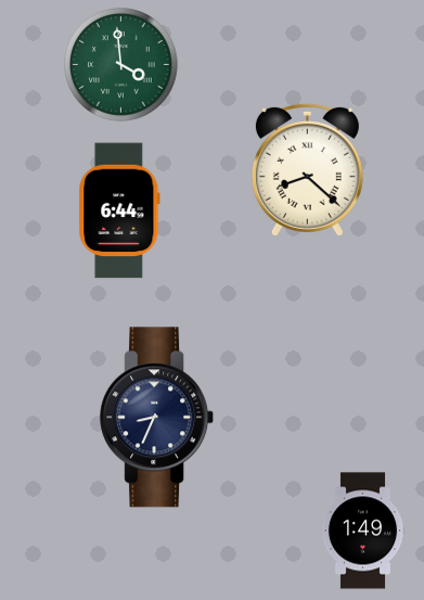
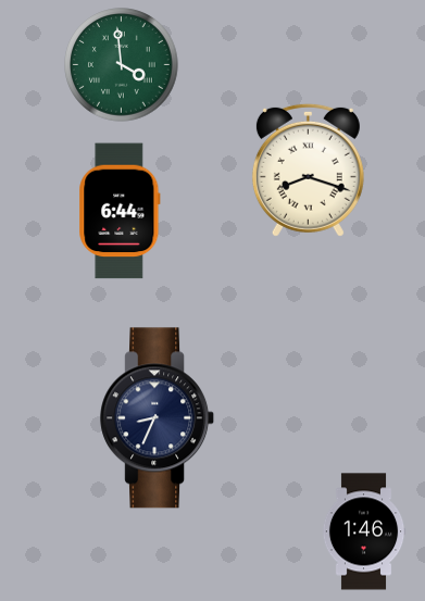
clock at (307, 169): 8:22 -> 8:18
clock at (363, 531): 1:49 -> 1:46
